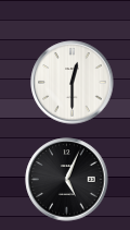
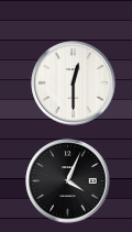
clock at (67, 180): 5:04 -> 4:04
